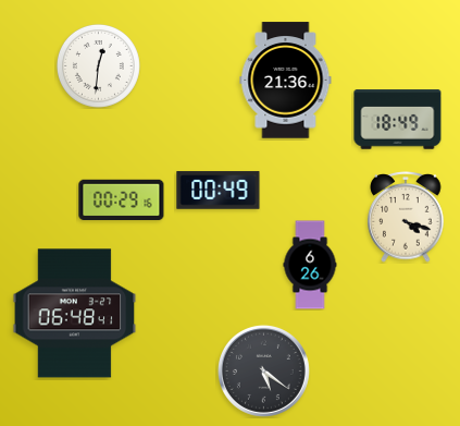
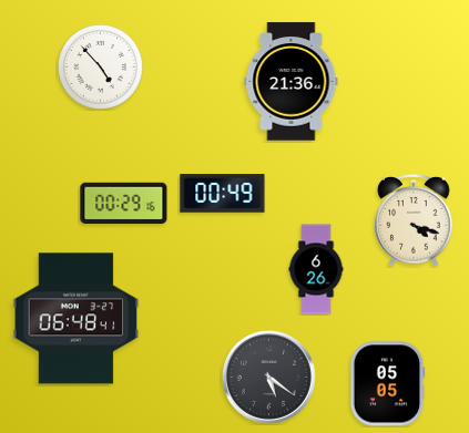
clock at (98, 65): 12:31 -> 4:53
clock at (398, 120): 18:49 -> none
clock at (387, 384): none -> 05:05
